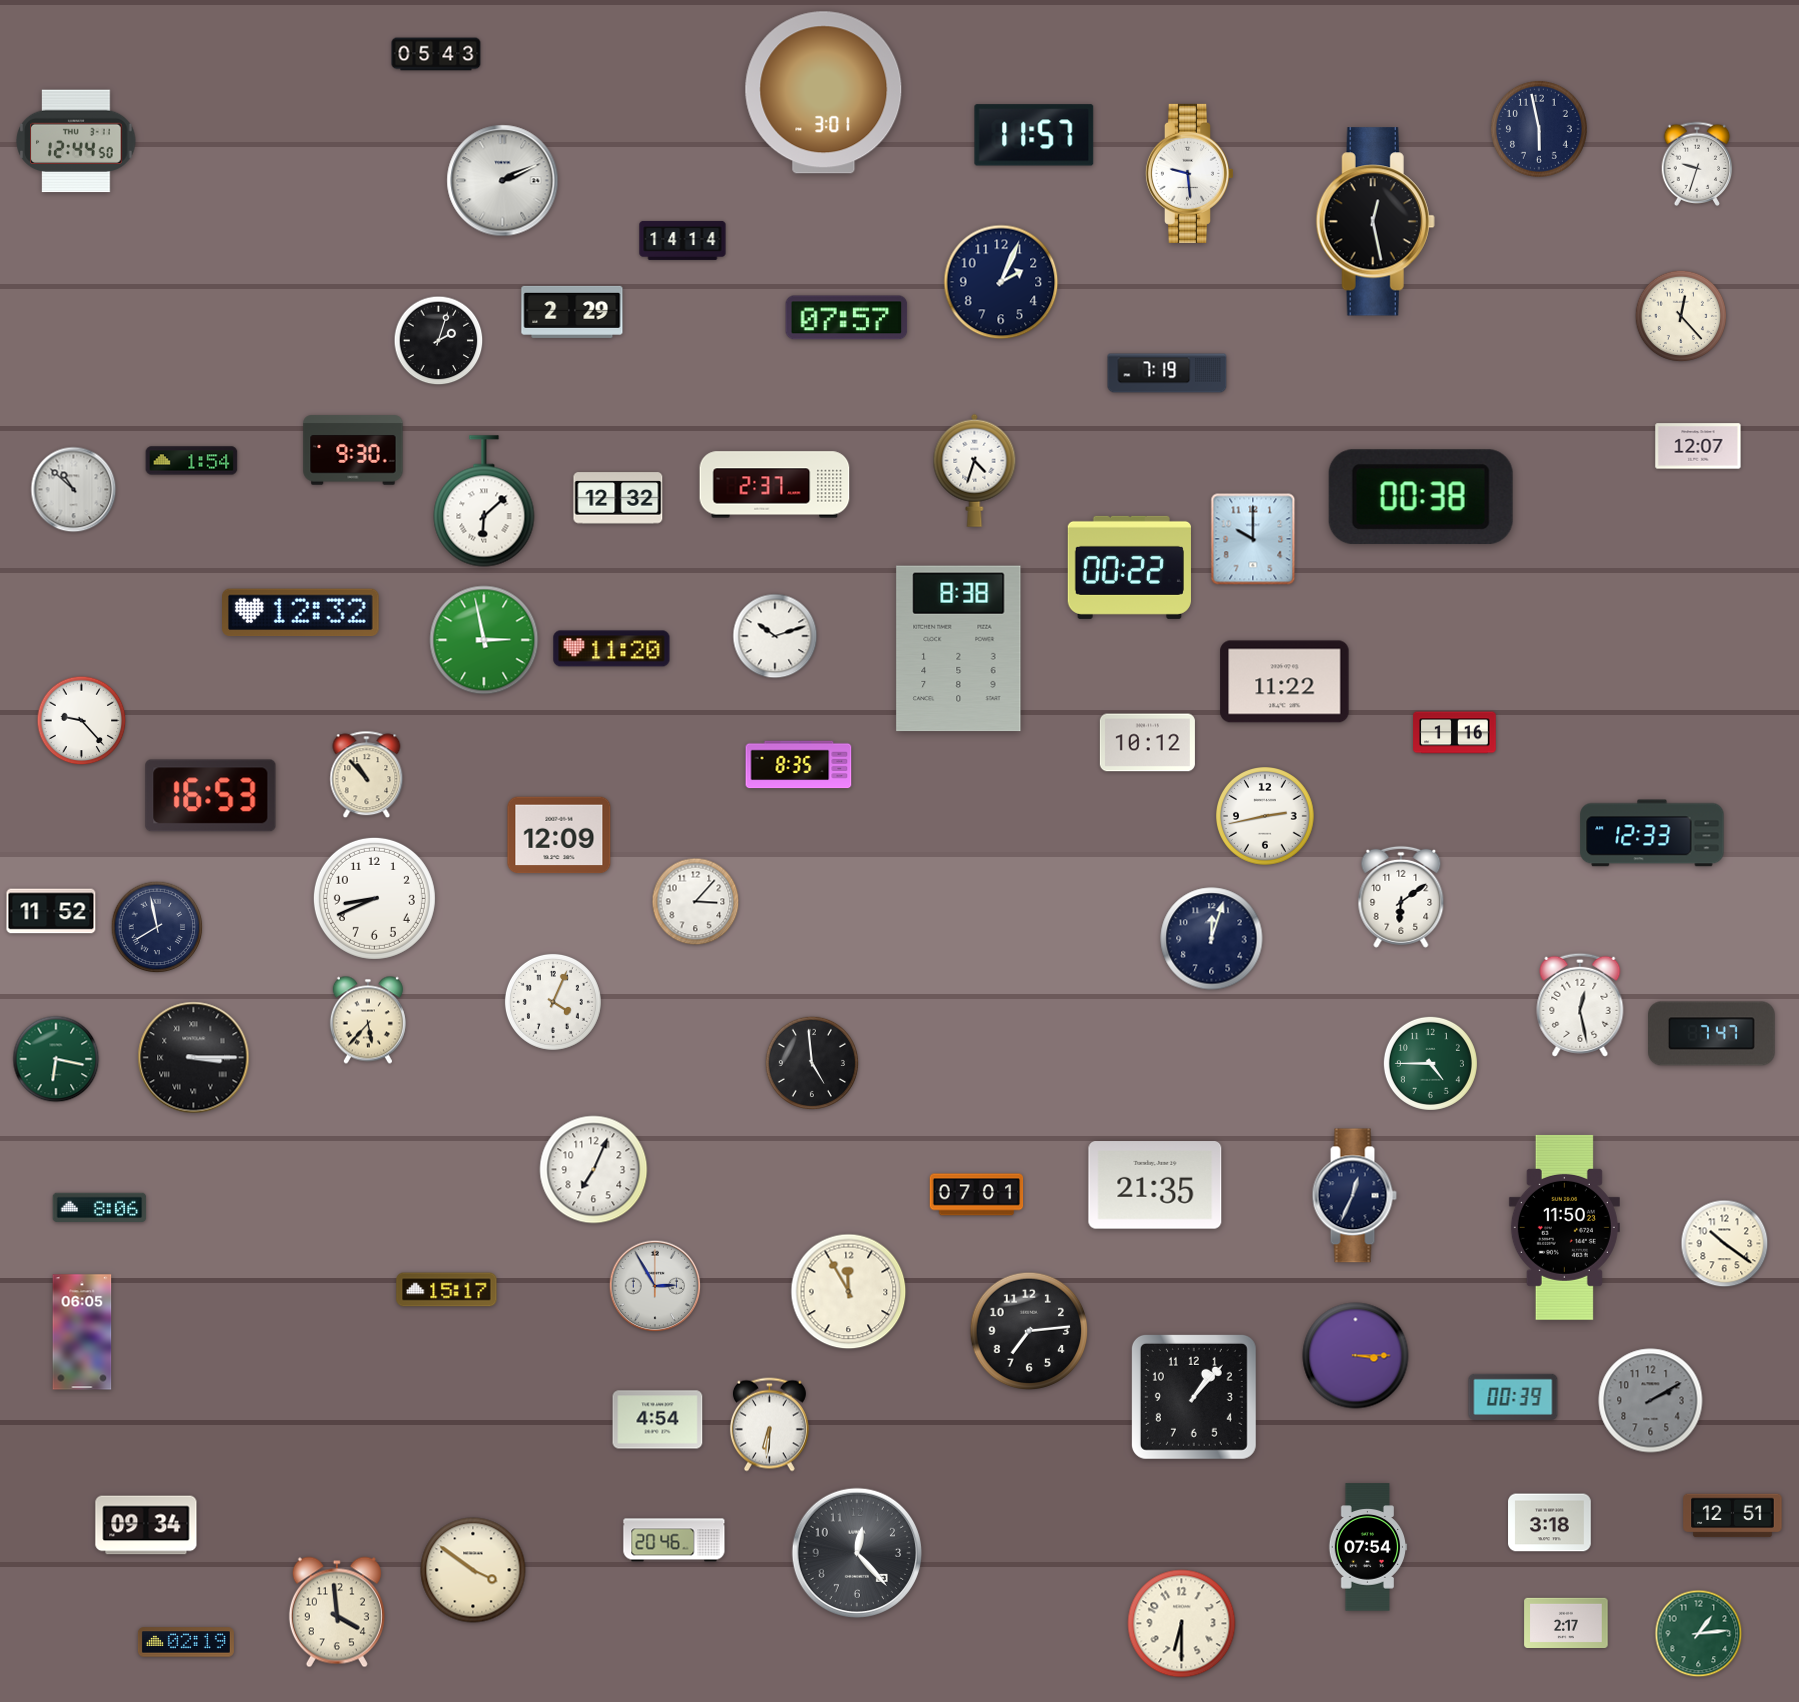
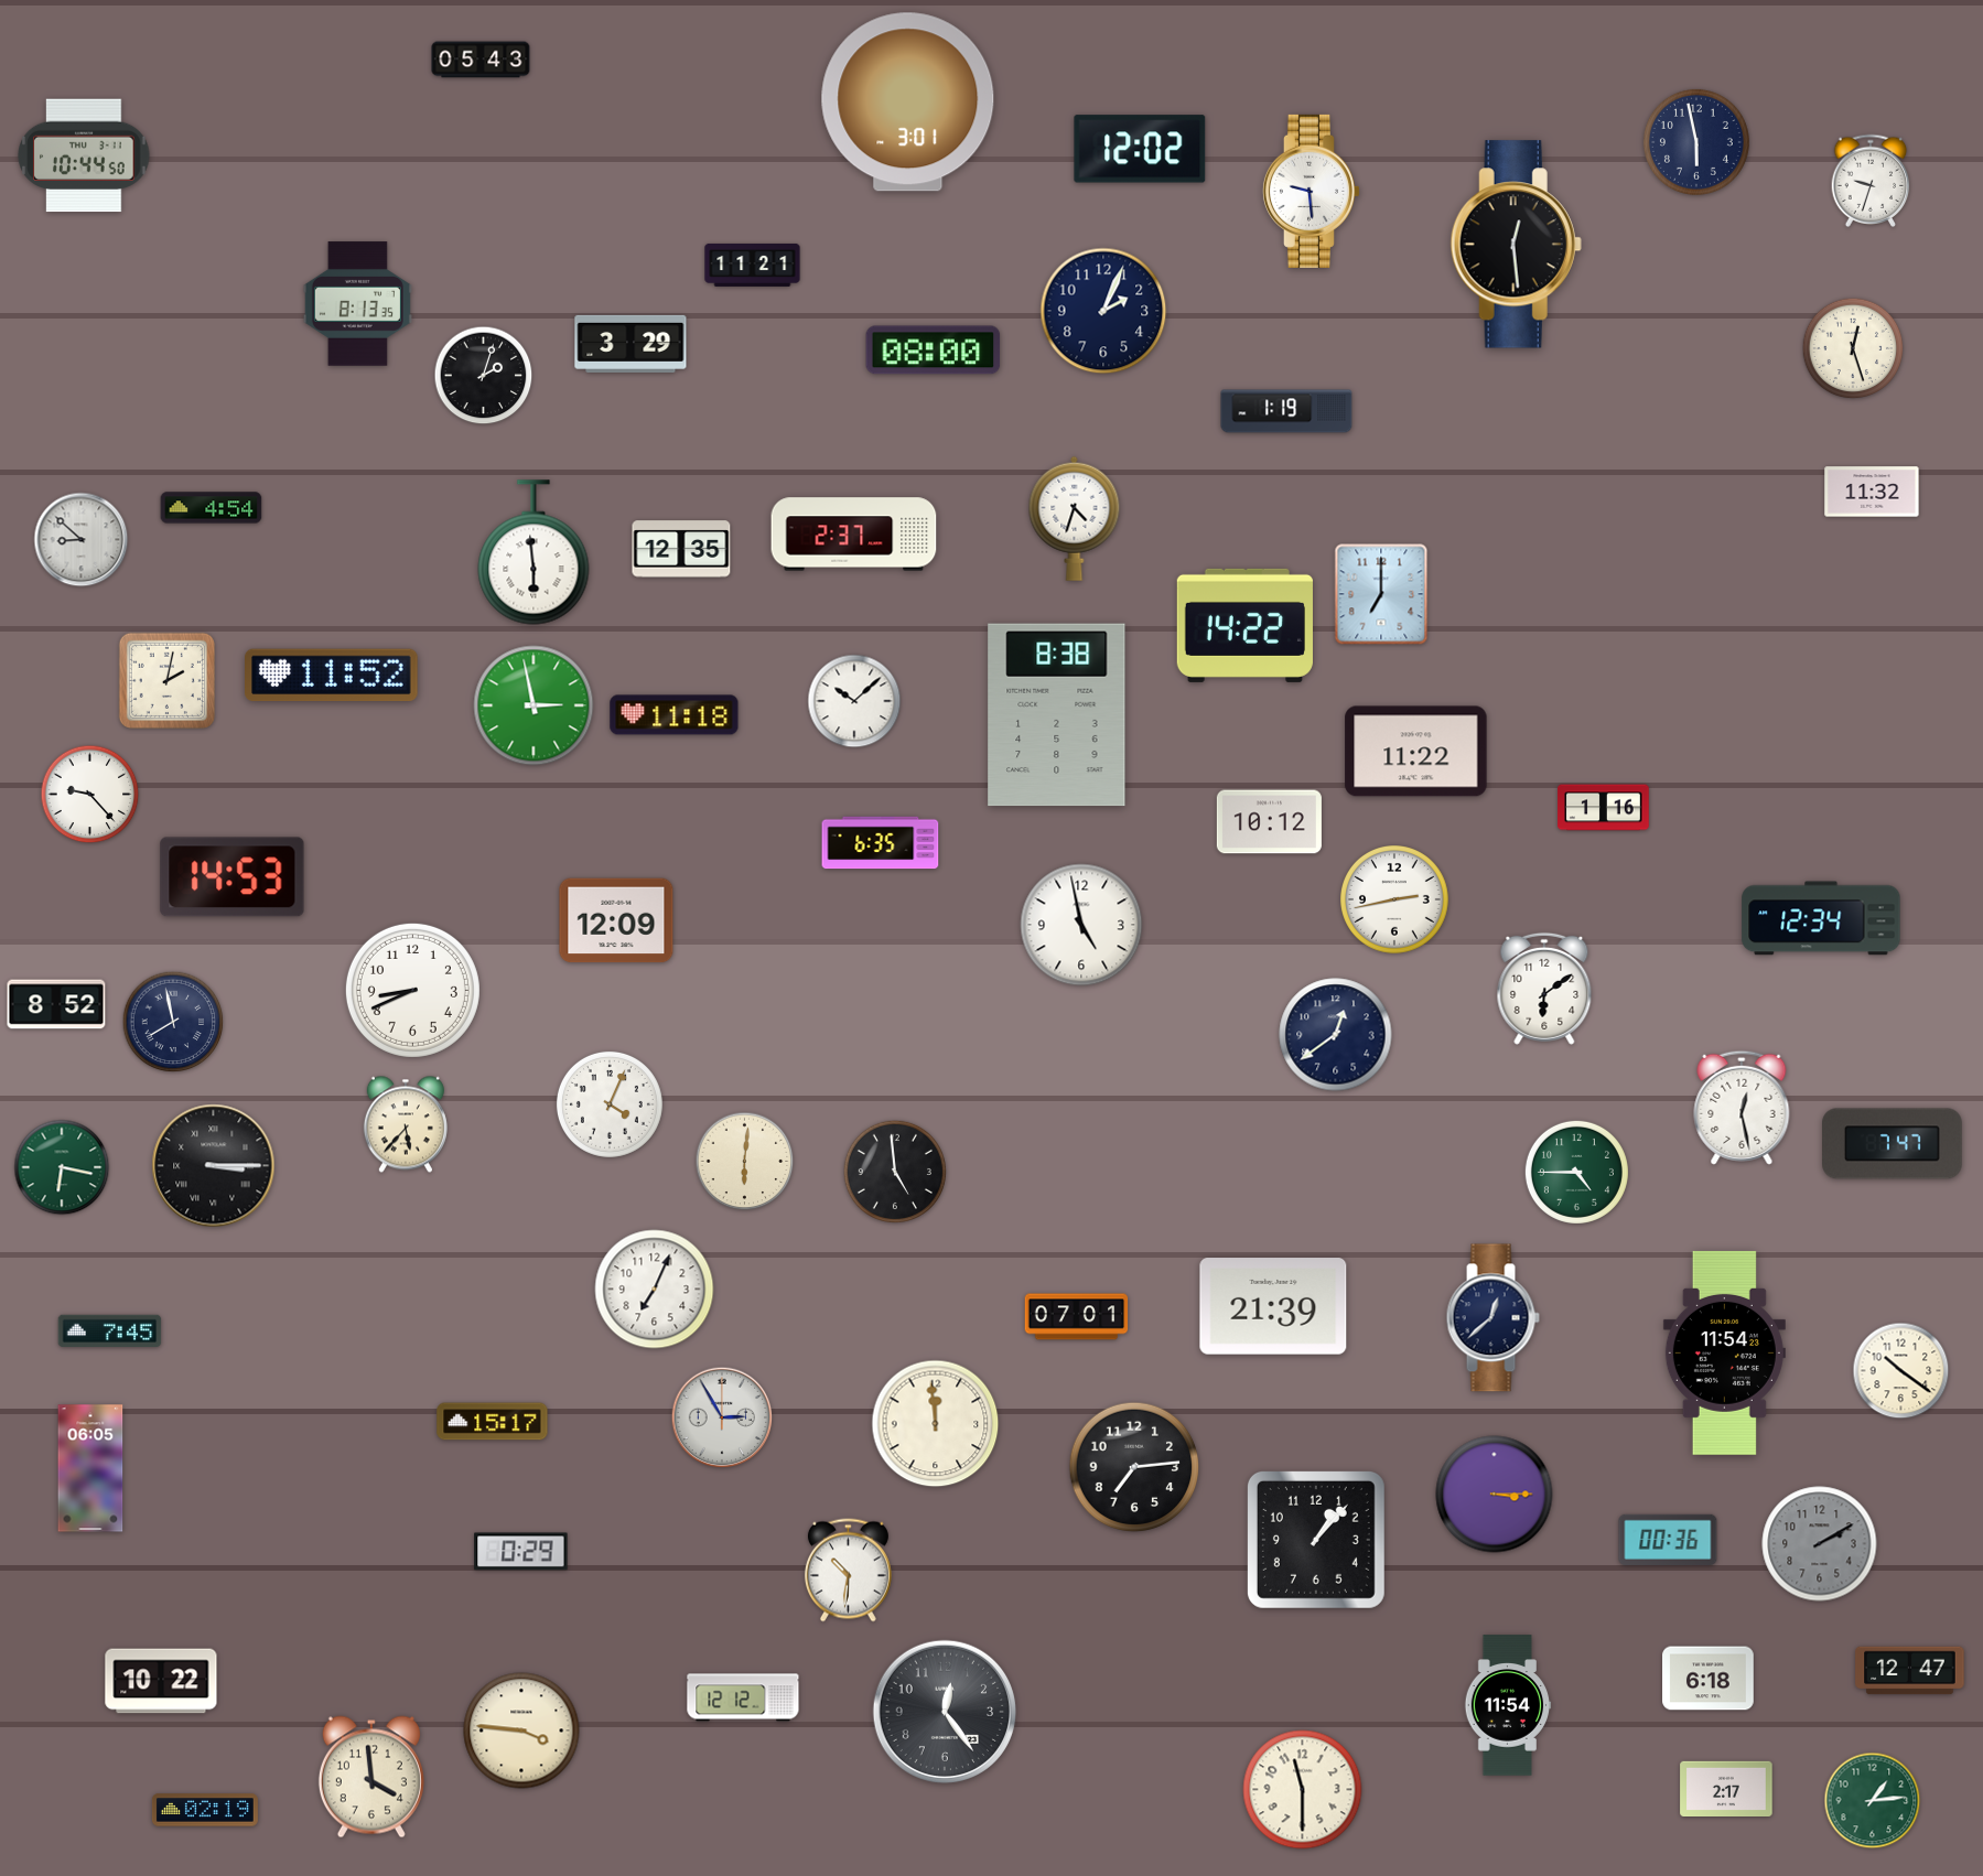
clock at (1034, 135): 11:57 -> 12:02
clock at (76, 141): 12:44 -> 10:44
clock at (503, 181): 2:11 -> none
clock at (1375, 222): 12:28 -> 12:29
clock at (683, 240): 14:14 -> 11:21
clock at (357, 304): none -> 8:13
clock at (572, 312): 2:29 -> 3:29
clock at (1681, 316): 12:23 -> 12:27
clock at (847, 318): 07:57 -> 08:00
clock at (1167, 373): 7:19 -> 1:19
clock at (1698, 446): 12:07 -> 11:32
clock at (353, 450): 9:30 -> none
clock at (192, 461): 1:54 -> 4:54
clock at (74, 490): 10:52 -> 8:52
clock at (1421, 497): 00:38 -> none
clock at (618, 498): 12:32 -> 12:35
clock at (484, 501): 6:08 -> 5:59
clock at (1253, 539): 10:00 -> 7:00
clock at (1129, 567): 00:22 -> 14:22
clock at (301, 613): 12:32 -> 11:52
clock at (166, 680): none -> 2:02
clock at (775, 636): 10:12 -> 10:08
clock at (612, 649): 11:20 -> 11:18
clock at (1147, 743) position: (1147, 743) -> (1269, 822)
clock at (799, 765): 8:35 -> 6:35
clock at (367, 775): 10:53 -> none
clock at (211, 796): 16:53 -> 14:53
clock at (1652, 833): 12:33 -> 12:34
clock at (1081, 925): none -> 4:58
clock at (696, 902): 3:07 -> none
clock at (51, 911): 11:52 -> 8:52
clock at (1212, 939): 12:03 -> 12:39
clock at (1712, 1034) position: (1712, 1034) -> (1893, 1144)
clock at (745, 1162): none -> 6:01
clock at (1155, 1185): 21:35 -> 21:39
clock at (1354, 1196): 12:34 -> 12:38
clock at (100, 1208): 8:06 -> 7:45
clock at (1564, 1227): 11:50 -> 11:54
clock at (849, 1292): 11:55 -> 11:59
clock at (1513, 1397): 00:39 -> 00:36
clock at (521, 1552): none -> 0:29
clock at (658, 1420): 4:54 -> none
clock at (769, 1425): 6:31 -> 10:31
clock at (1733, 1516): 12:51 -> 12:47
clock at (1550, 1523): 3:18 -> 6:18
clock at (146, 1525): 09:34 -> 10:22
clock at (674, 1540): 20:46 -> 12:12
clock at (1368, 1547): 07:54 -> 11:54
clock at (857, 1553): 12:23 -> 12:24
clock at (473, 1570): 3:51 -> 3:46
clock at (1182, 1624): 6:30 -> 11:30
